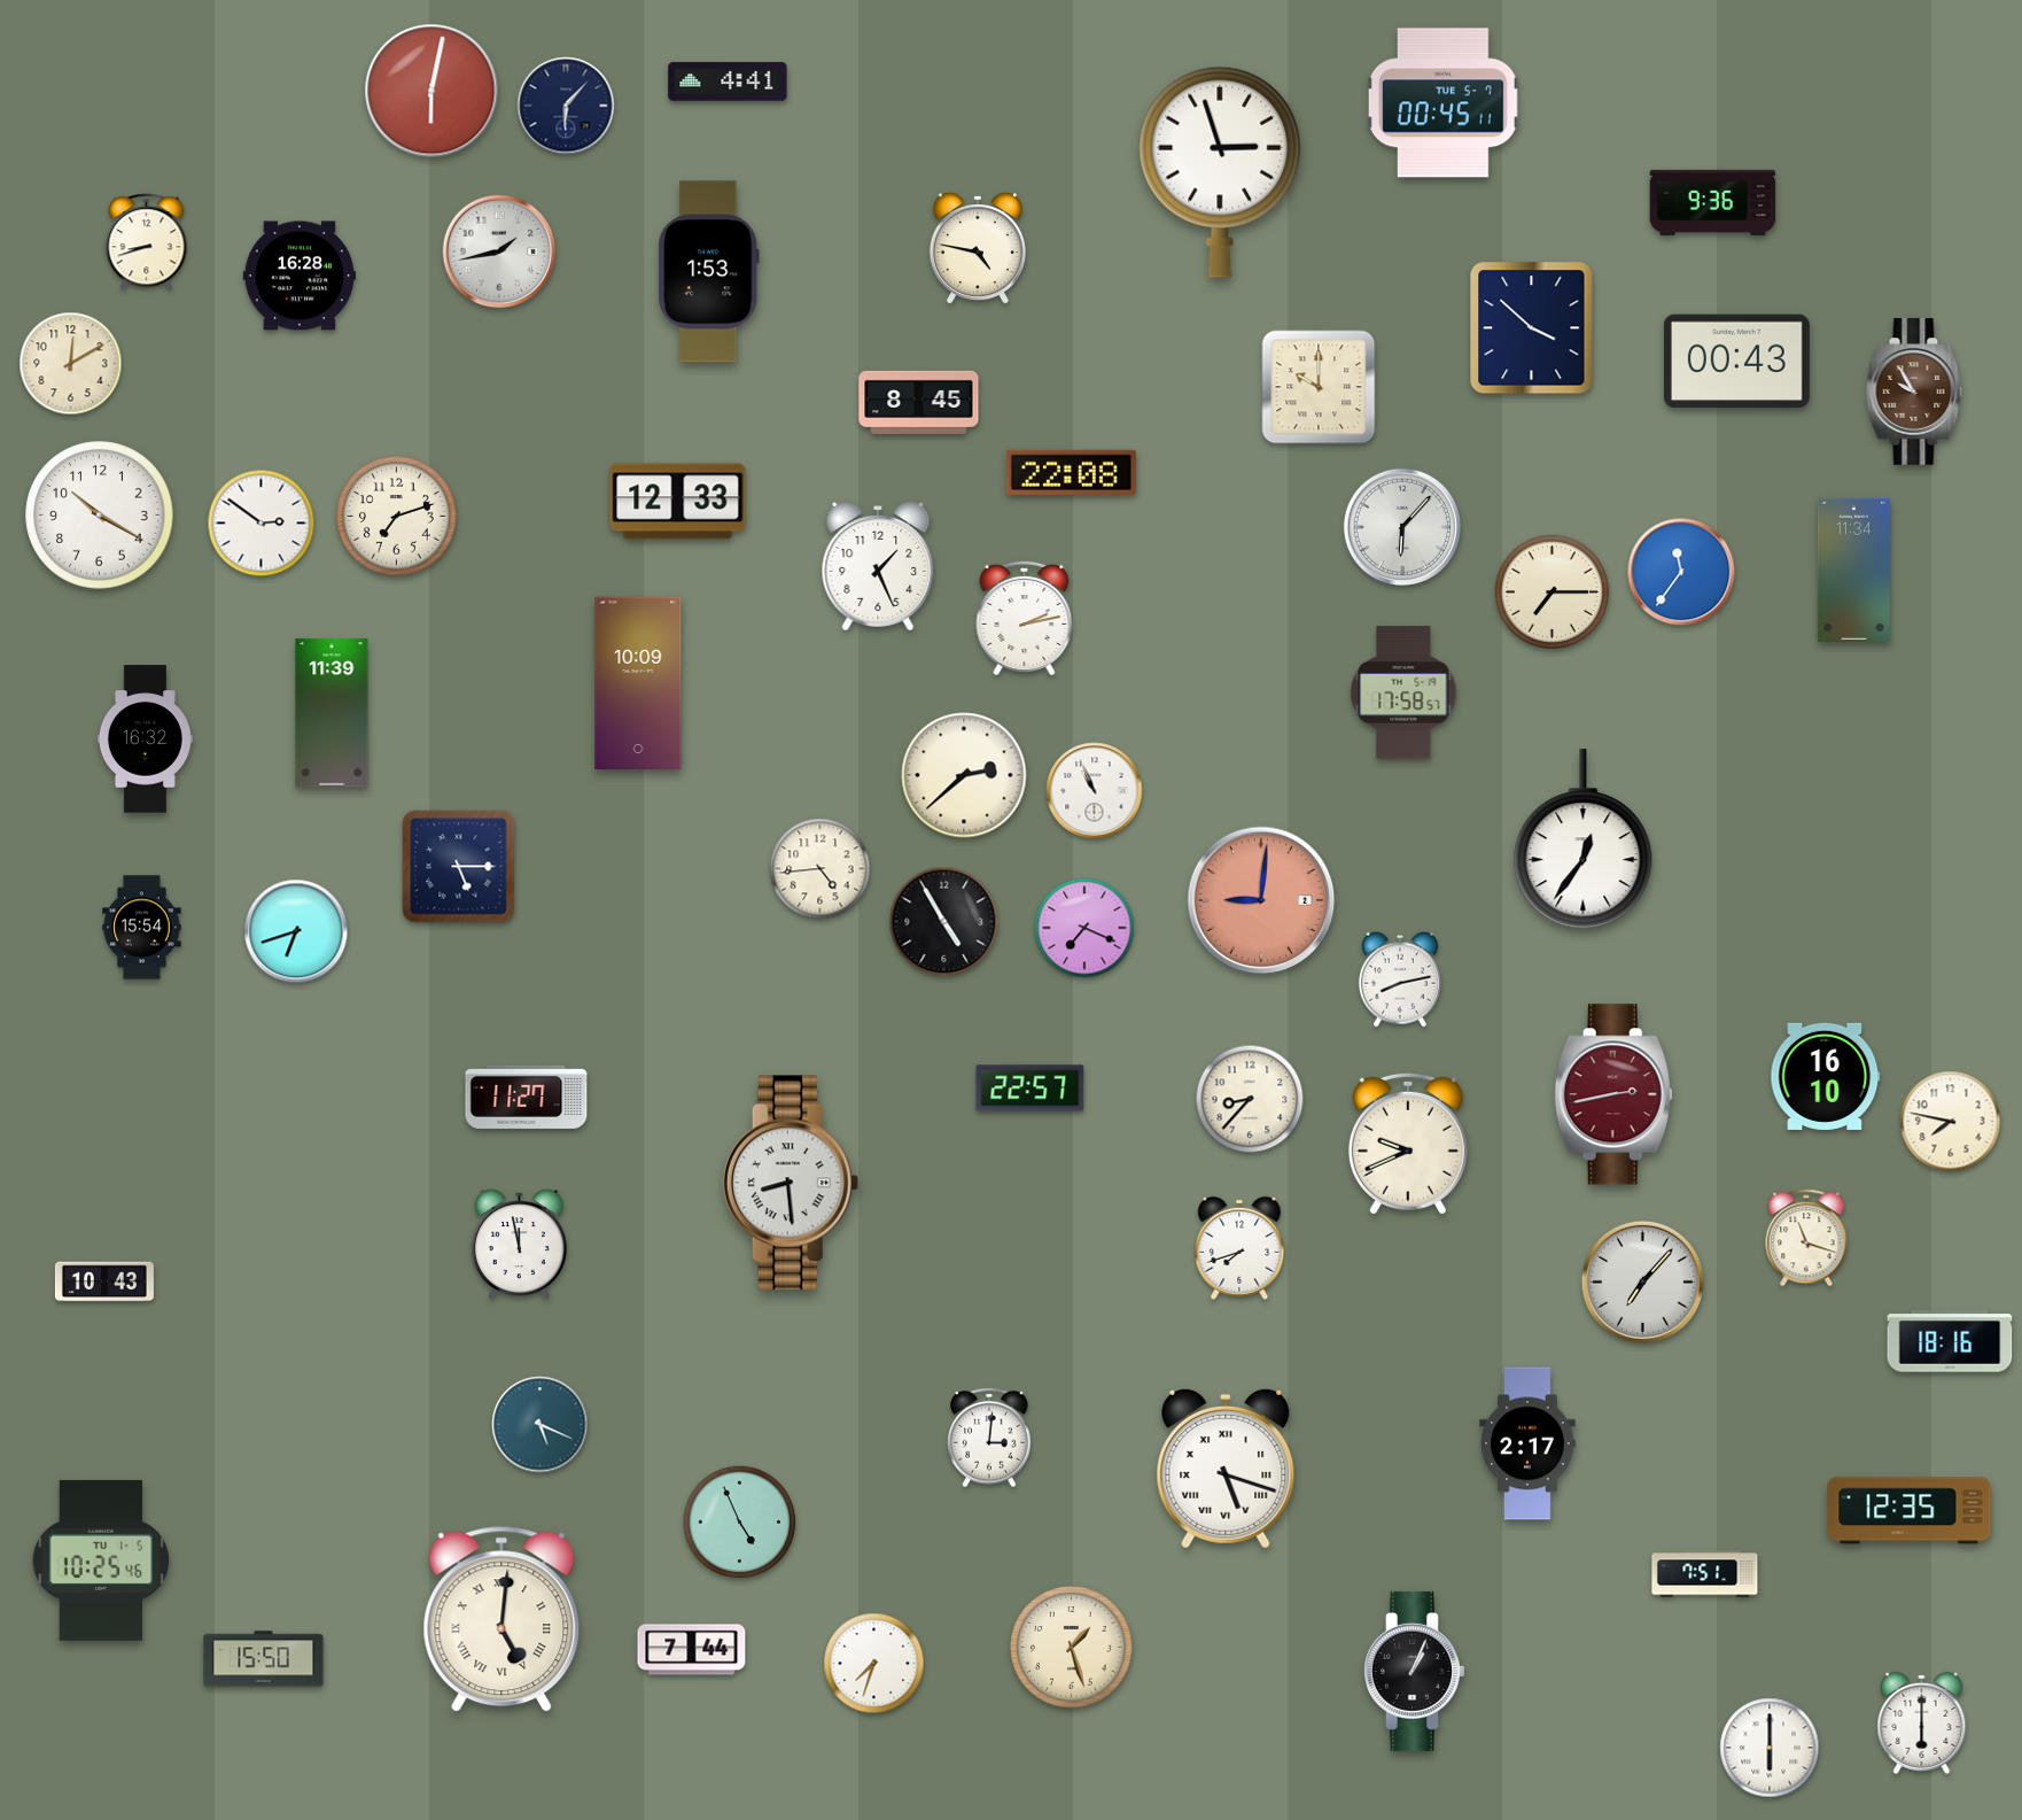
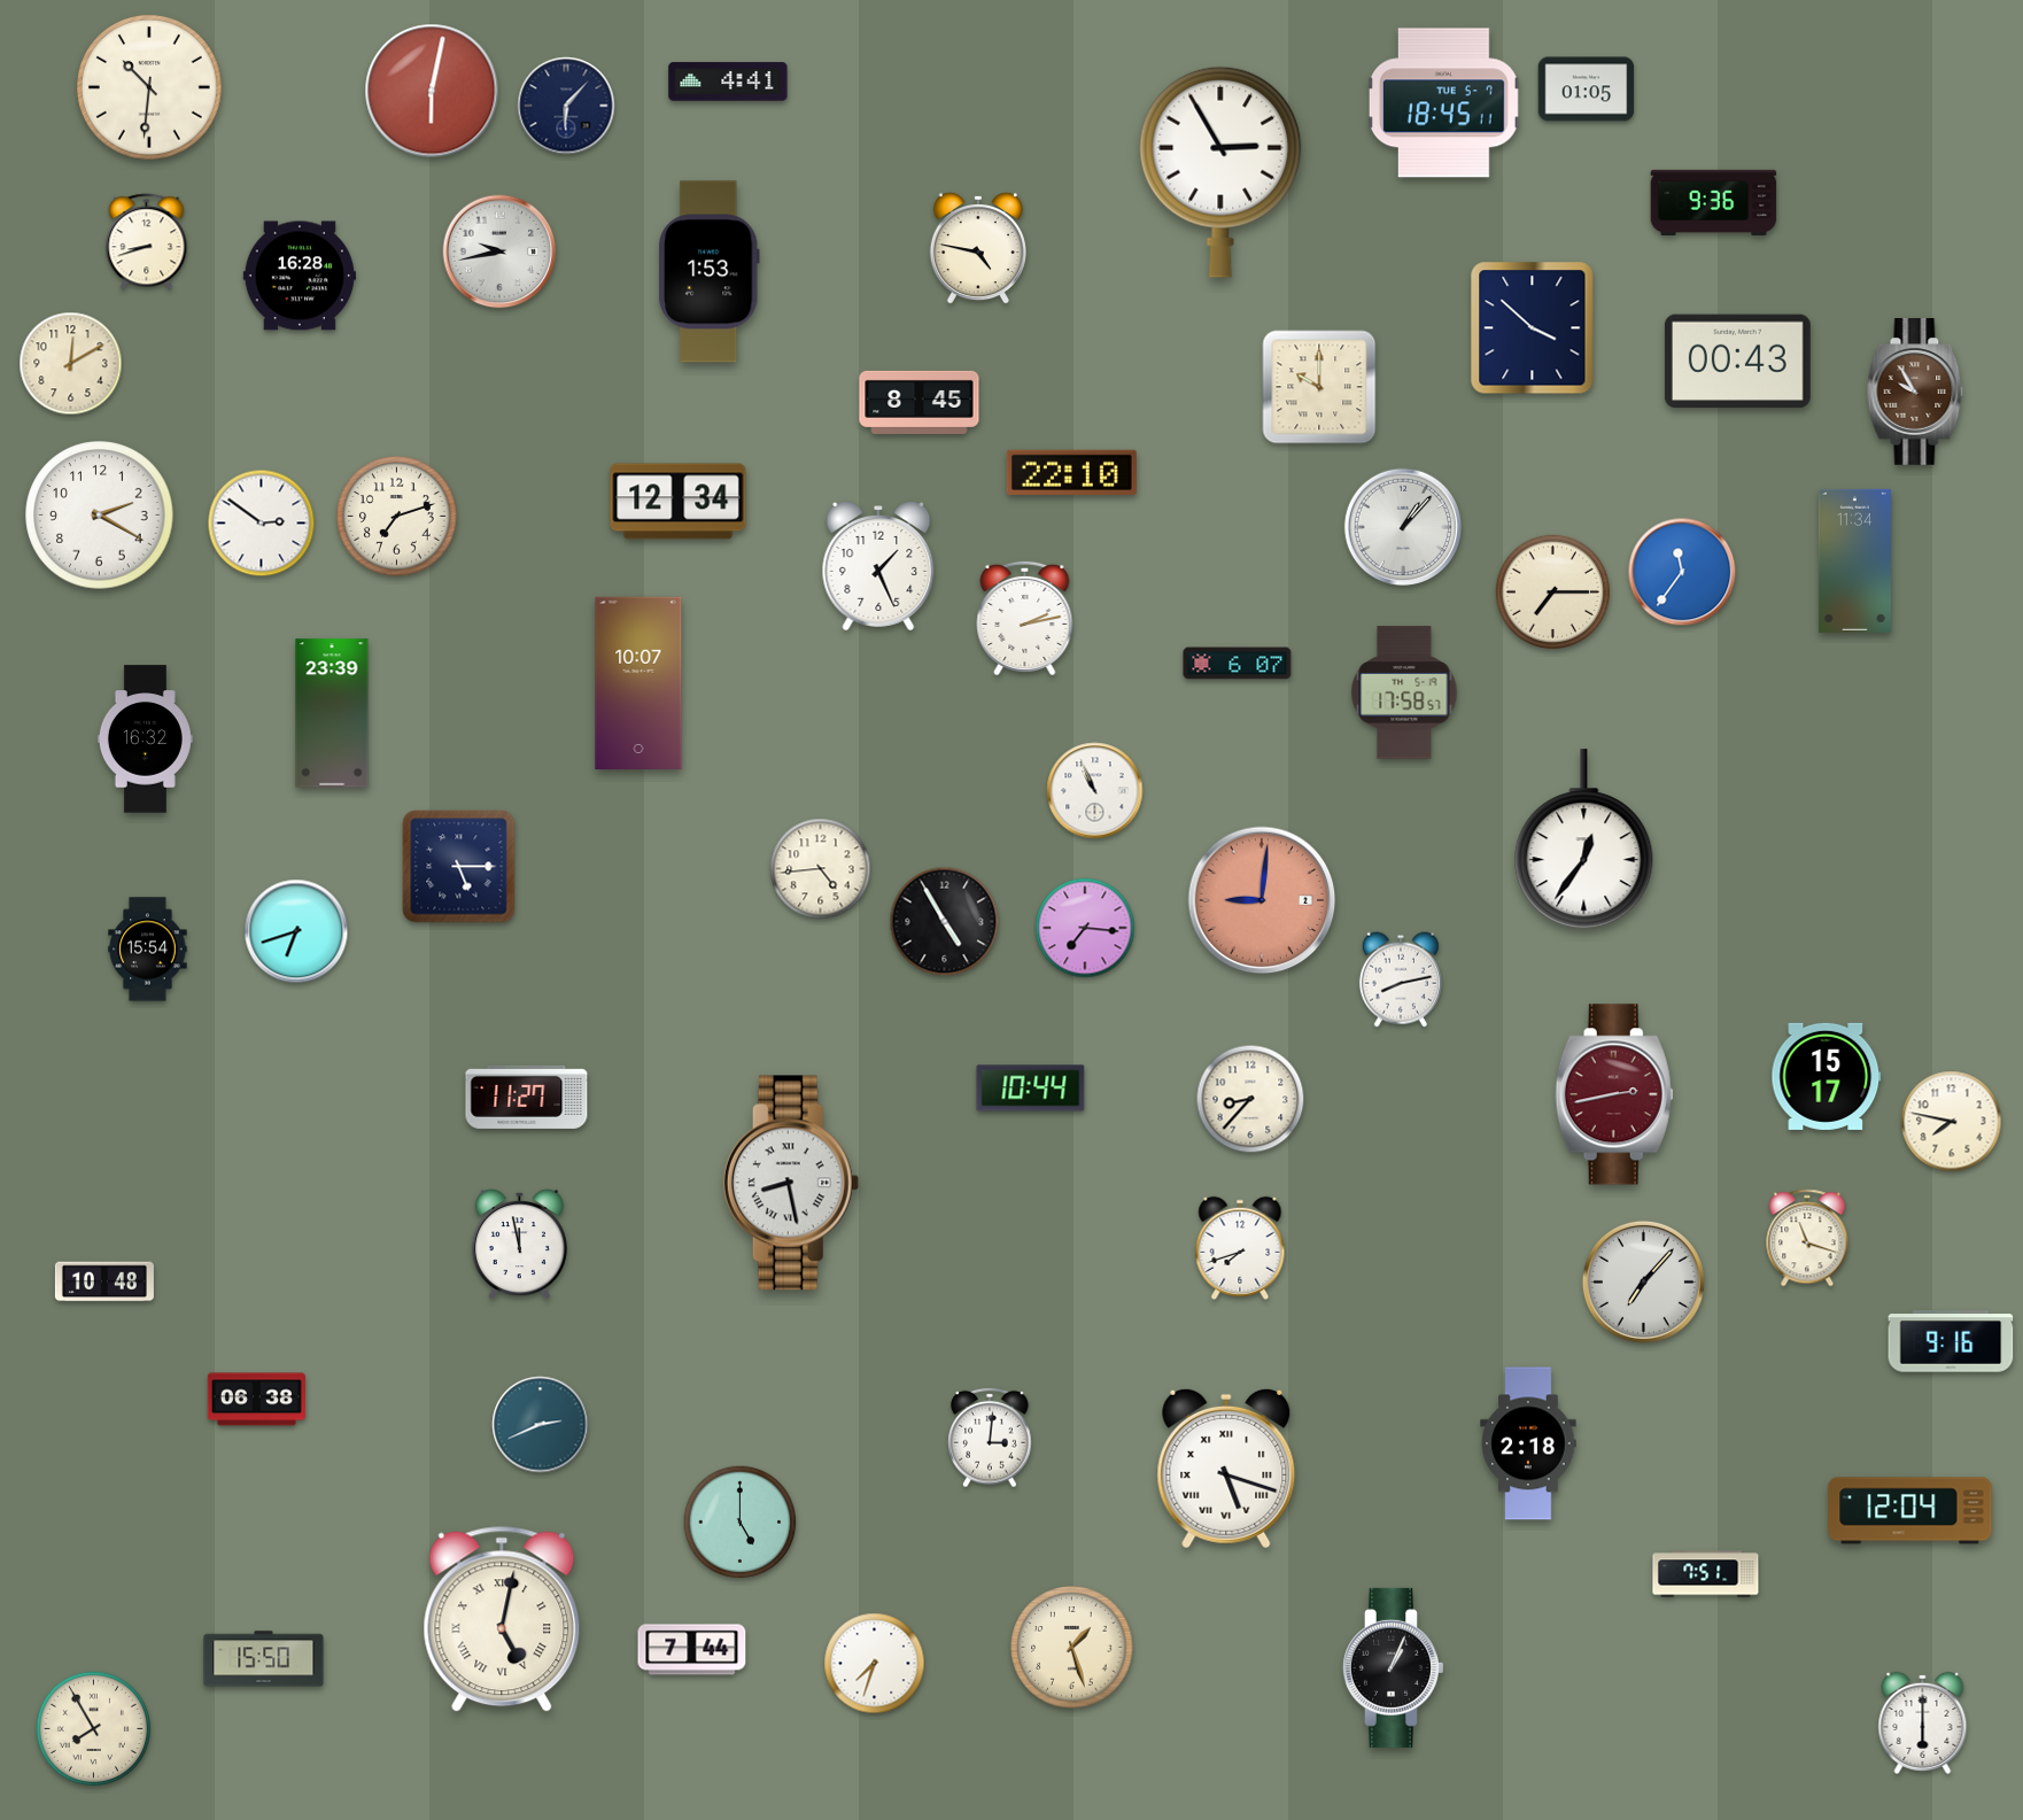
clock at (149, 87): none -> 10:31
clock at (1587, 90): none -> 01:05
clock at (1442, 103): 00:45 -> 18:45
clock at (1220, 172): 2:57 -> 2:55
clock at (499, 251): 1:43 -> 9:43
clock at (1071, 472): 22:08 -> 22:10
clock at (678, 502): 12:33 -> 12:34
clock at (100, 516): 10:20 -> 2:20
clock at (1401, 526): 6:07 -> 1:07
clock at (1853, 570) position: (1853, 570) -> (1854, 560)
clock at (1238, 664): none -> 6:07
clock at (638, 682): 10:09 -> 10:07
clock at (332, 713): 11:39 -> 23:39
clock at (964, 775): 2:38 -> none
clock at (142, 928) position: (142, 928) -> (148, 950)
clock at (1084, 928): 7:19 -> 7:16
clock at (1826, 1076): 16:10 -> 15:17
clock at (1031, 1089): 22:57 -> 10:44
clock at (1408, 1144): 9:41 -> none
clock at (791, 1183): 8:29 -> 8:28
clock at (104, 1281): 10:43 -> 10:48
clock at (1950, 1341): 18:16 -> 9:16
clock at (256, 1400): none -> 06:38
clock at (541, 1425): 5:19 -> 2:41
clock at (1527, 1443): 2:17 -> 2:18
clock at (1910, 1511): 12:35 -> 12:04
clock at (740, 1523): 4:56 -> 5:00
clock at (101, 1560): 10:25 -> none
clock at (501, 1619): 5:01 -> 5:02
clock at (1414, 1671) position: (1414, 1671) -> (1393, 1667)
clock at (93, 1728): none -> 7:55
clock at (1770, 1748): 6:00 -> none
